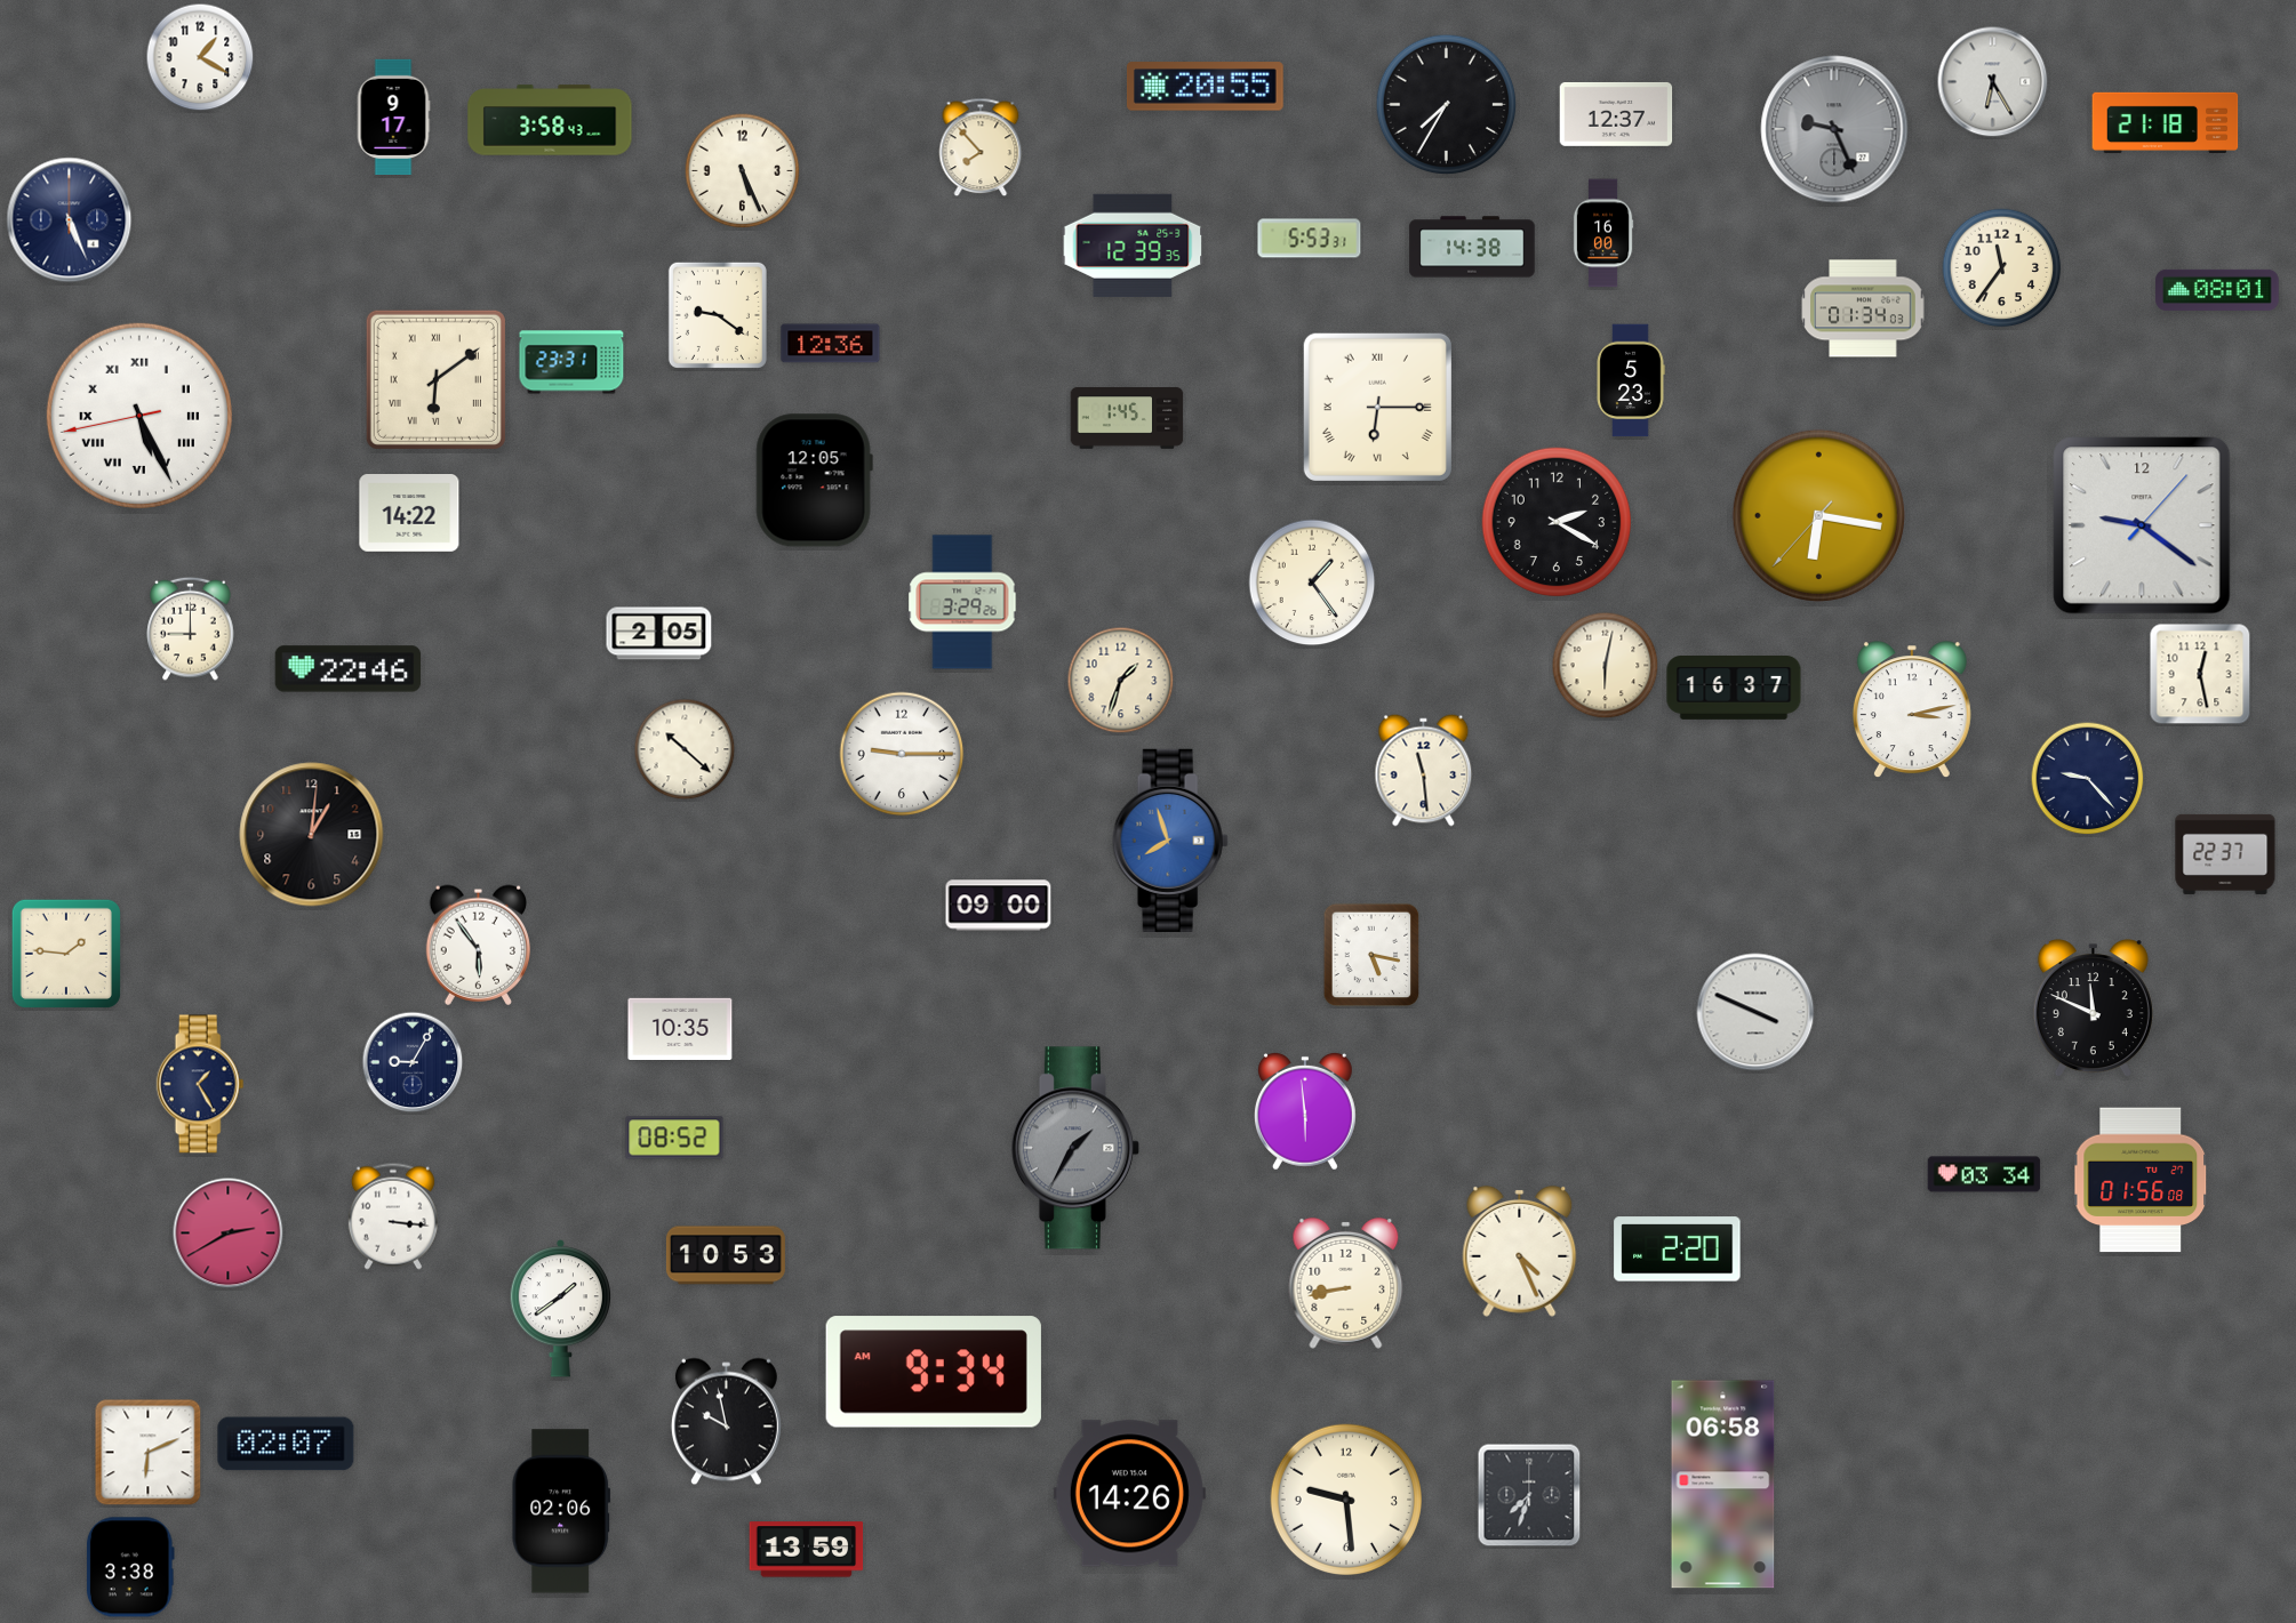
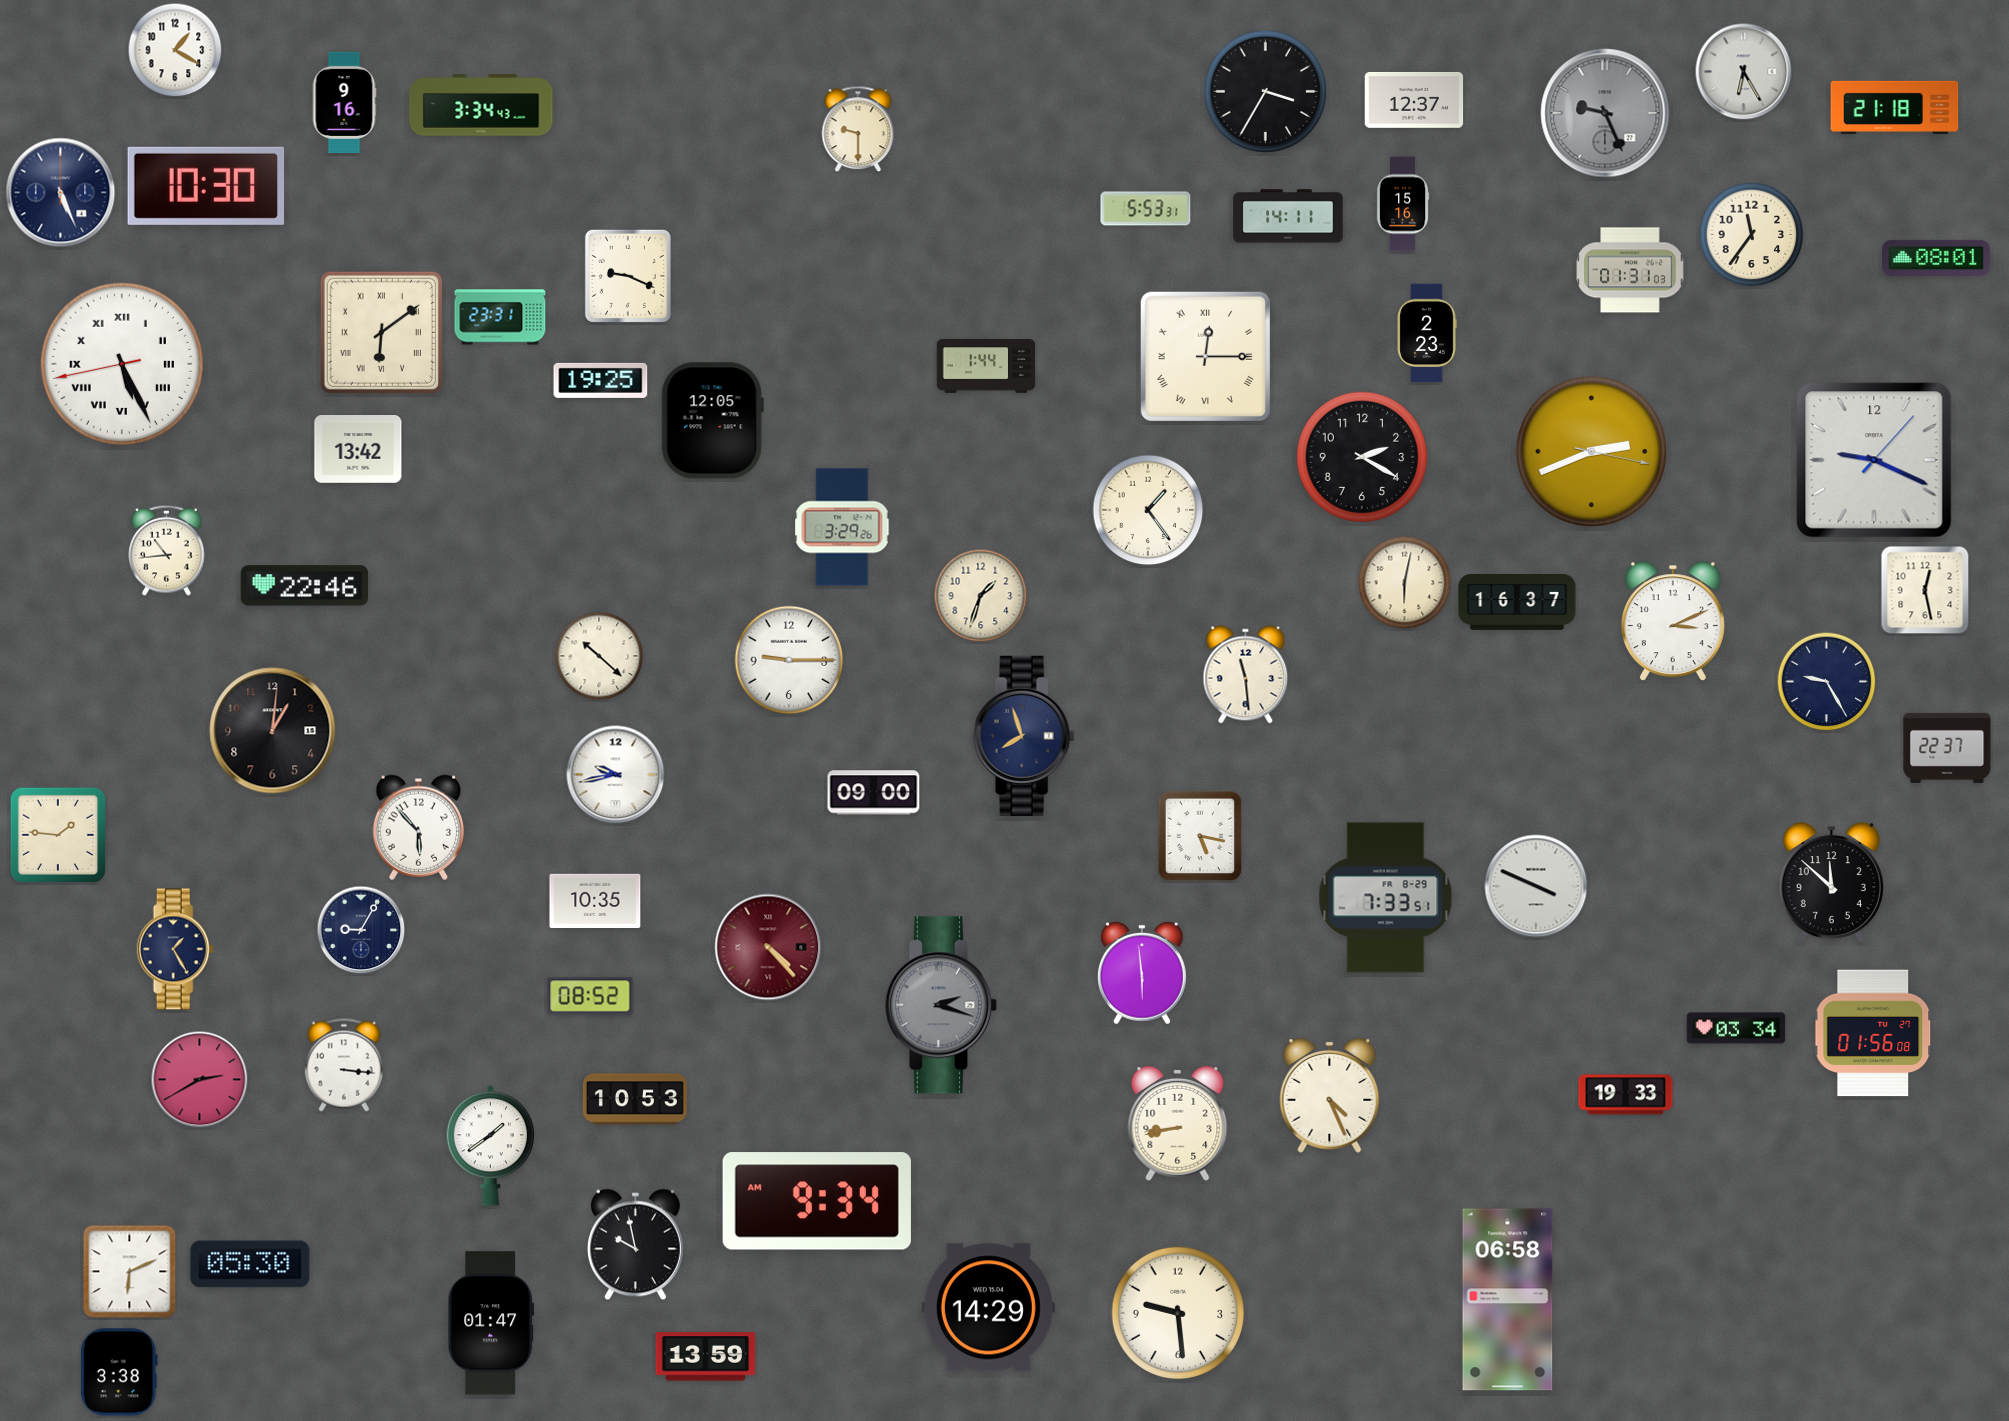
clock at (1205, 87): 20:55 -> none
clock at (1447, 105): 7:35 -> 3:35
clock at (393, 116): 9:17 -> 9:16
clock at (550, 120): 3:58 -> 3:34
clock at (981, 147): 7:53 -> 9:30
clock at (743, 171): 5:26 -> none
clock at (206, 186): none -> 10:30
clock at (1603, 233): 16:00 -> 15:16
clock at (1133, 246): 12:39 -> none
clock at (1472, 247): 14:38 -> 14:11
clock at (2217, 290) position: (2217, 290) -> (1936, 258)
clock at (1863, 308): 01:34 -> 01:31
clock at (718, 315): 9:21 -> 9:19
clock at (831, 344): 12:36 -> none
clock at (1631, 380): 5:23 -> 2:23
clock at (1377, 407): 6:15 -> 12:15
clock at (1127, 419): 1:45 -> 1:44
clock at (601, 380): none -> 19:25
clock at (409, 513): 14:22 -> 13:42
clock at (1818, 515): 6:16 -> 2:41
clock at (2142, 525): 9:21 -> 9:19
clock at (191, 628): 9:00 -> 10:44
clock at (659, 634): 2:05 -> none
clock at (1912, 710): 3:13 -> 3:11
clock at (2088, 779): 9:23 -> 9:25
clock at (1170, 841) dial: blue -> navy
clock at (616, 775): none -> 9:43
clock at (478, 945): 5:54 -> 5:53
clock at (2093, 1009): 11:49 -> 11:52
clock at (1386, 898): none -> 7:33
clock at (768, 947): none -> 4:23
clock at (1075, 1148): 1:35 -> 2:18
clock at (1678, 1250): 2:20 -> none
clock at (1626, 1095): none -> 19:33
clock at (286, 1444): 02:07 -> 05:30
clock at (1129, 1494): 14:26 -> 14:29
clock at (1529, 1495): 7:33 -> none
clock at (561, 1511): 02:06 -> 01:47
clock at (130, 1567) position: (130, 1567) -> (119, 1372)
